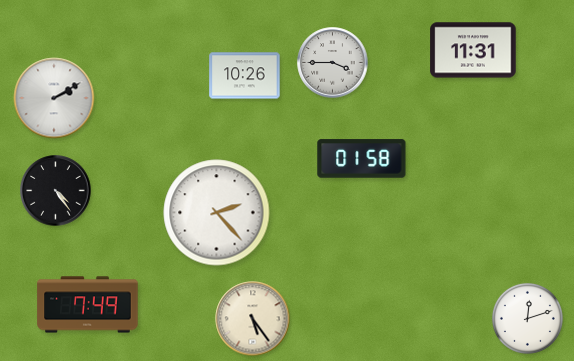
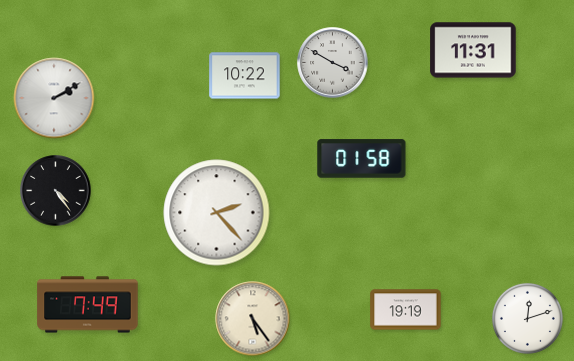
clock at (333, 63): 3:45 -> 3:50
clock at (245, 76): 10:26 -> 10:22
clock at (406, 310): none -> 19:19
